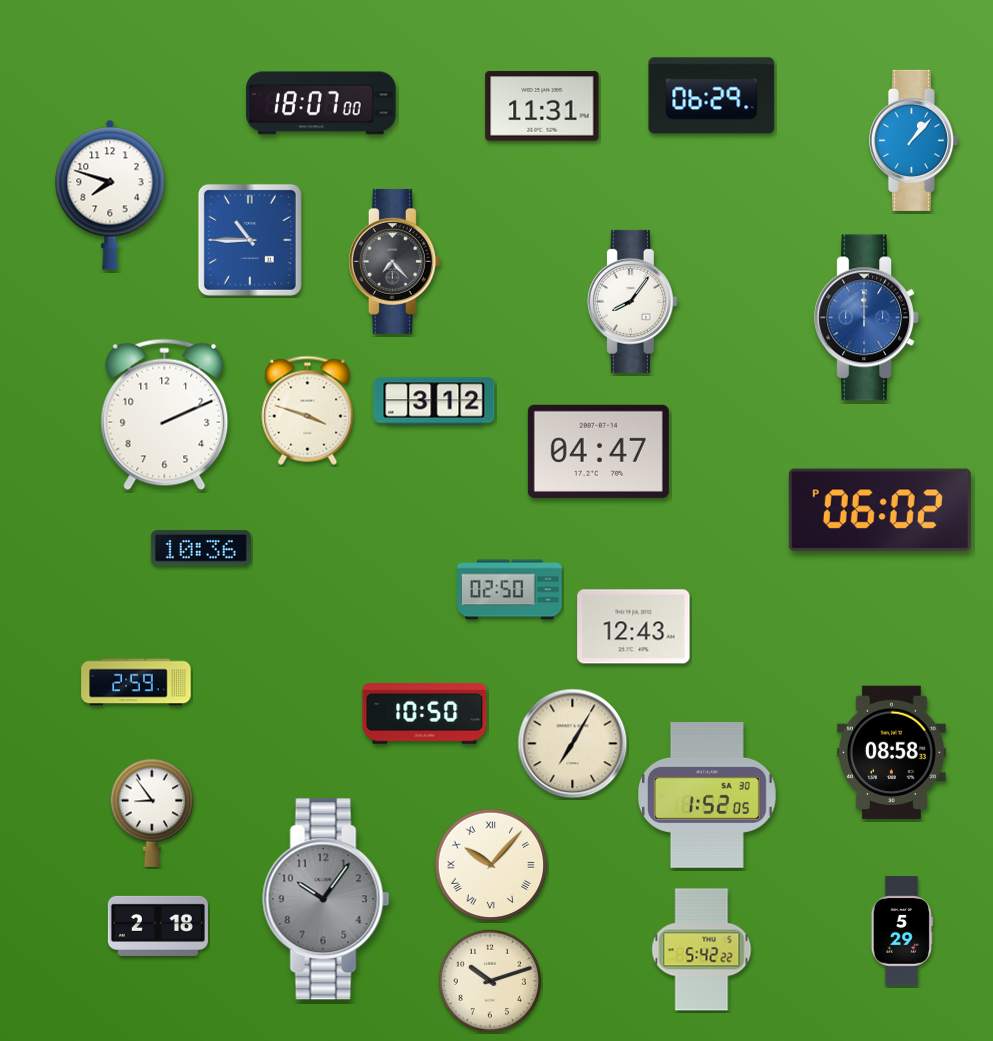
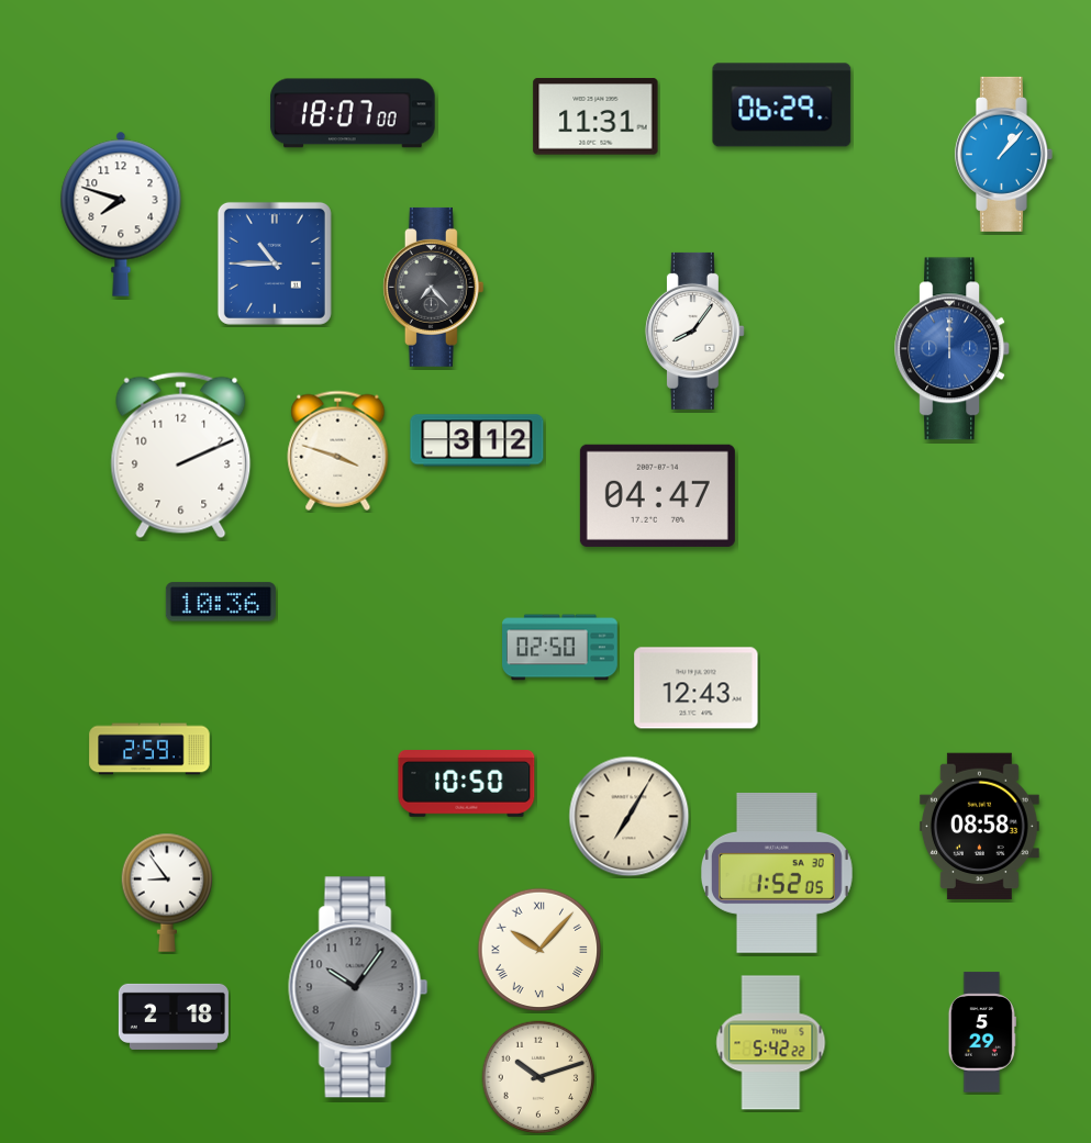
clock at (880, 510): 06:02 -> none
clock at (902, 931) position: (902, 931) -> (982, 1032)
